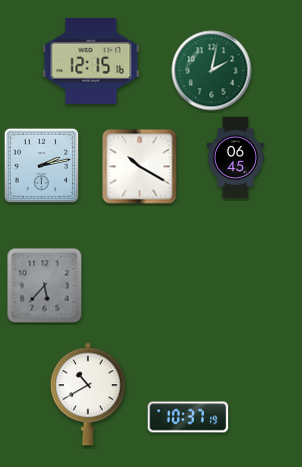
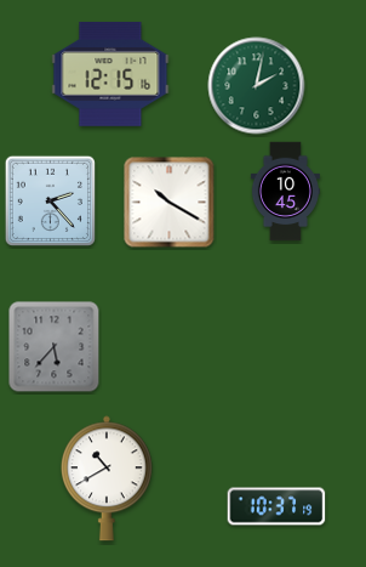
clock at (235, 158): 06:45 -> 10:45
clock at (41, 165): 2:13 -> 2:23
clock at (188, 417) position: (188, 417) -> (276, 506)
